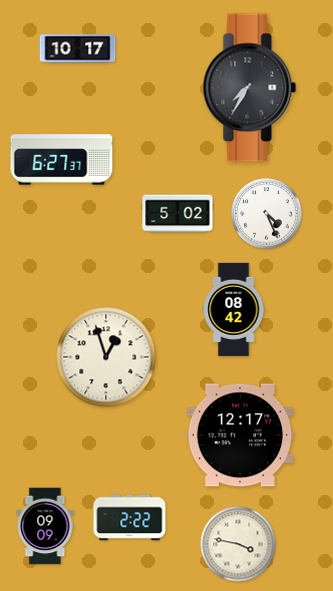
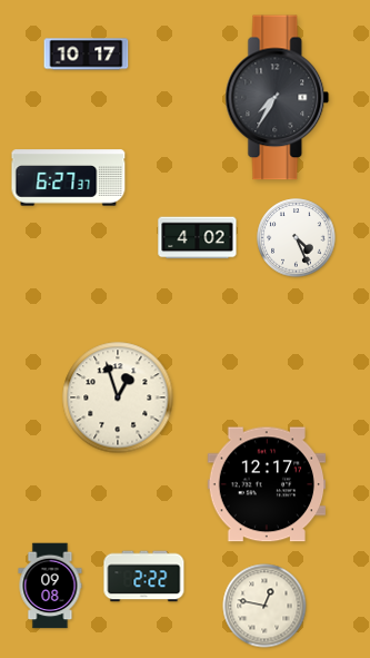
clock at (178, 214): 5:02 -> 4:02
clock at (234, 309): 08:42 -> none
clock at (45, 526): 09:09 -> 09:08
clock at (238, 544): 3:47 -> 12:47
